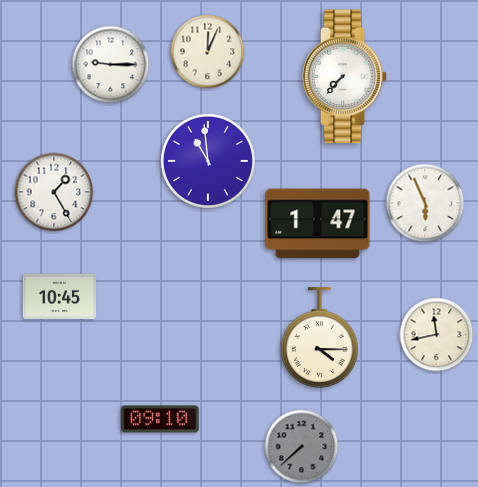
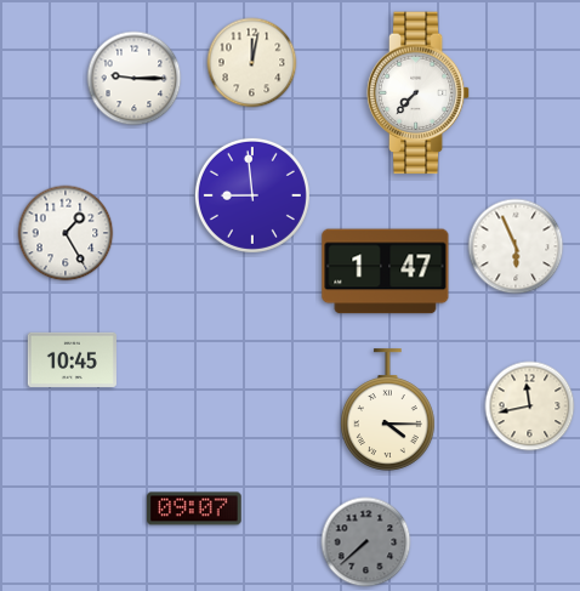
clock at (208, 52): 12:04 -> 12:02
clock at (208, 161): 10:59 -> 8:59
clock at (160, 419): 09:10 -> 09:07
